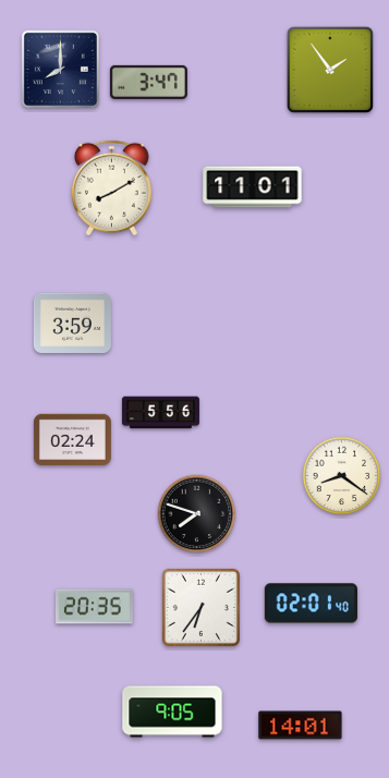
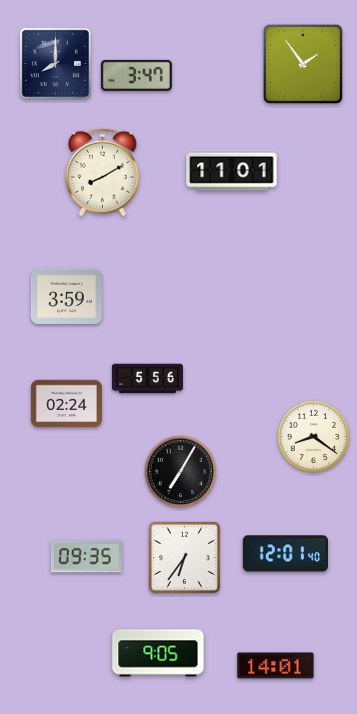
clock at (197, 514): 7:48 -> 7:05
clock at (311, 604): 02:01 -> 12:01
clock at (94, 607): 20:35 -> 09:35
